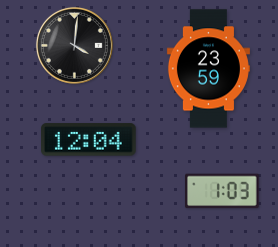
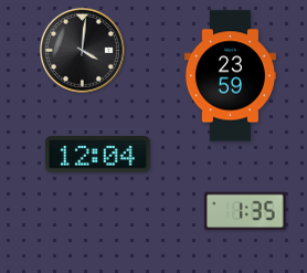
clock at (223, 191): 1:03 -> 1:35
